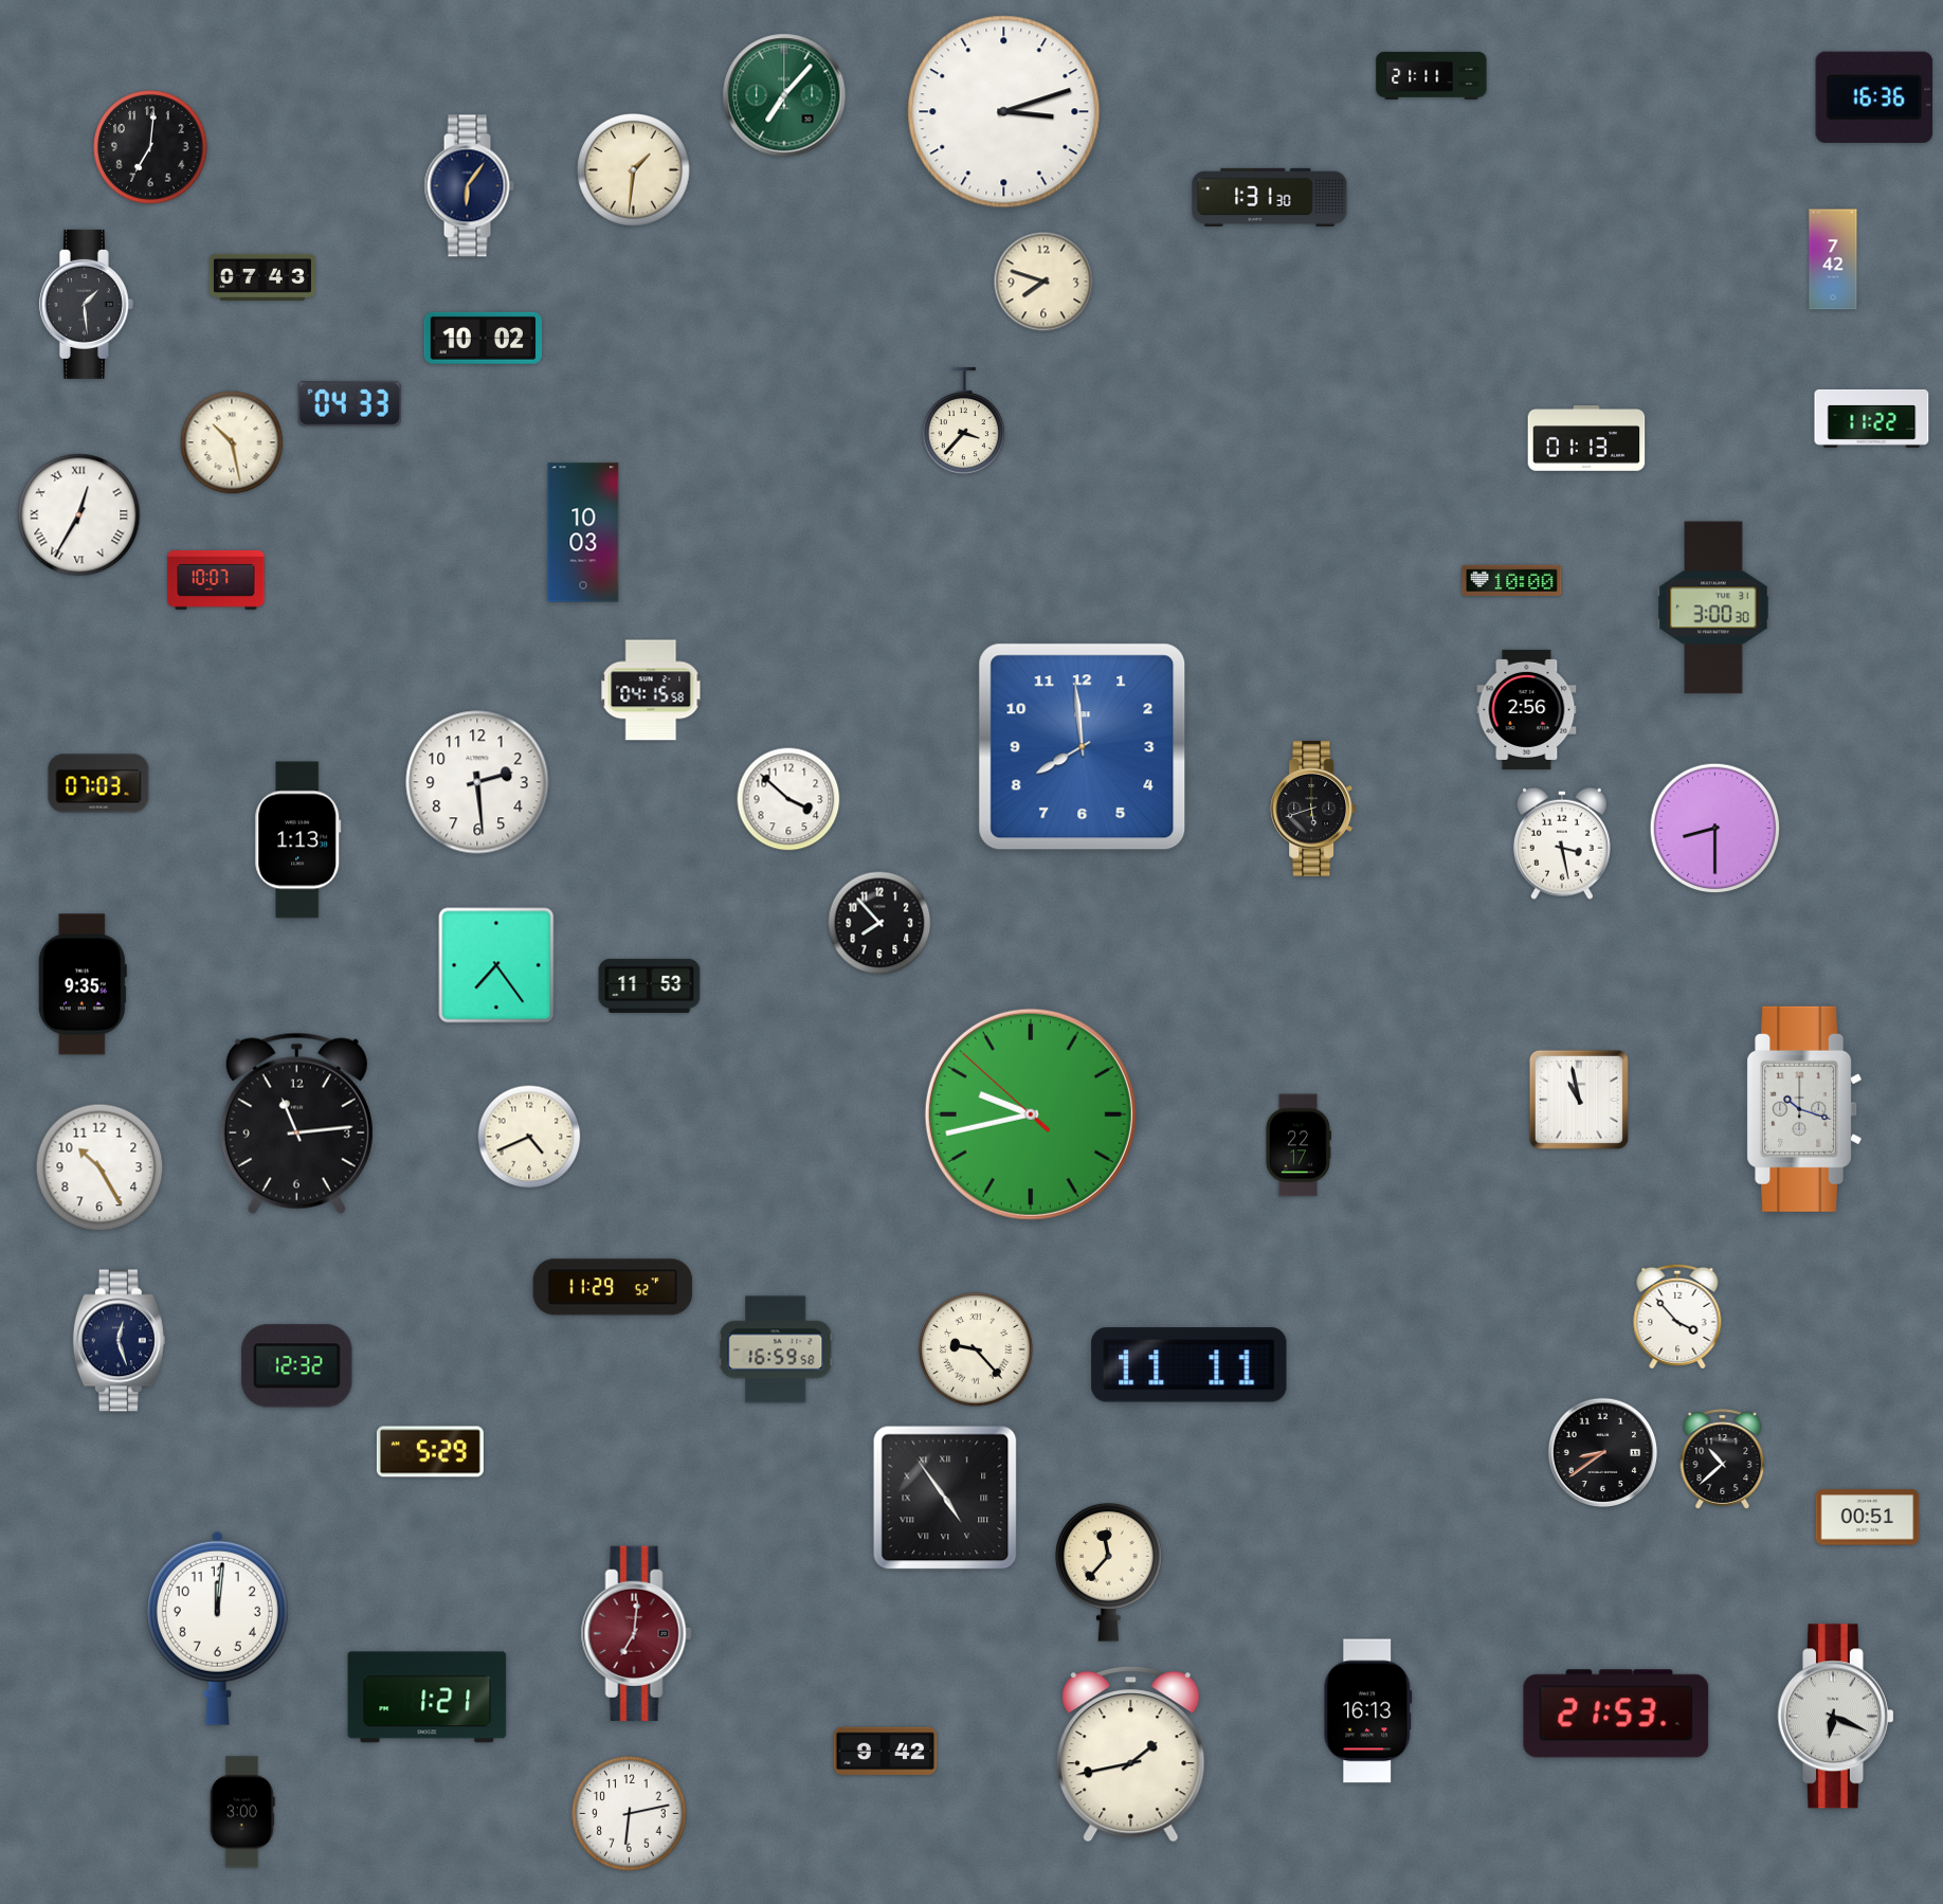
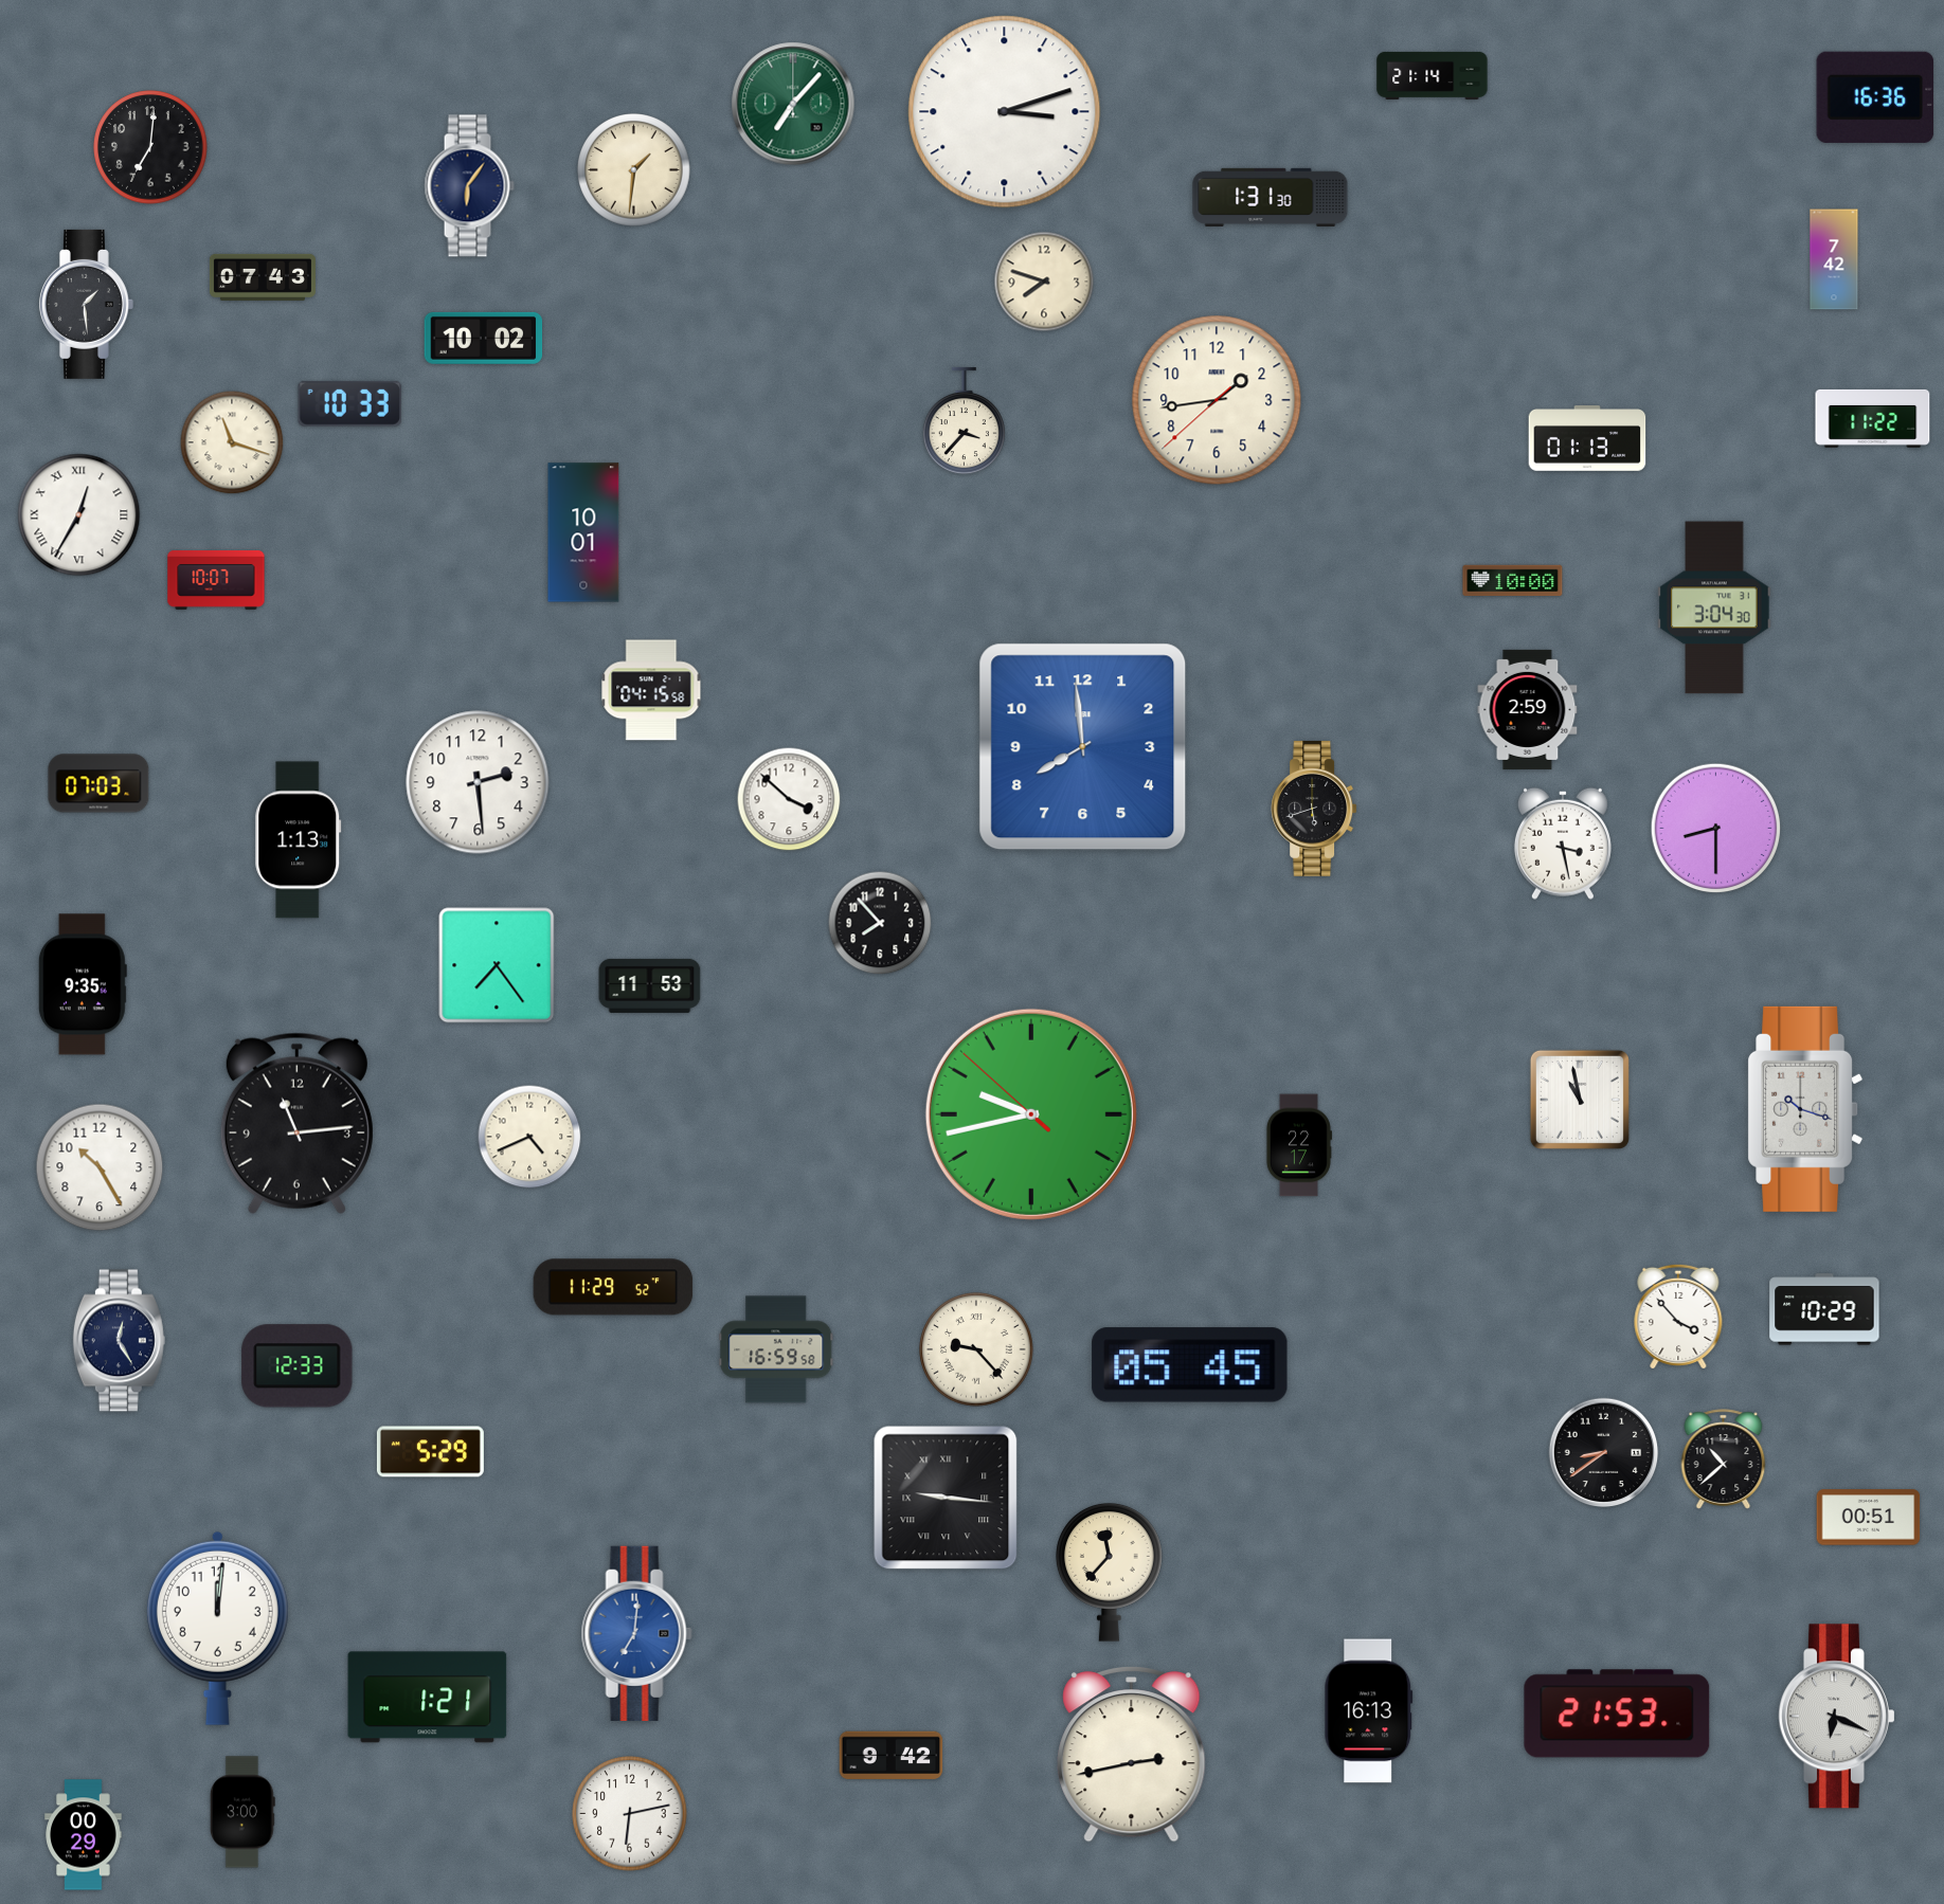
clock at (1432, 75): 21:11 -> 21:14
clock at (784, 95) position: (784, 95) -> (793, 104)
clock at (1217, 400): none -> 1:43
clock at (349, 403): 04:33 -> 10:33
clock at (232, 442): 10:28 -> 11:18
clock at (583, 532): 10:03 -> 10:01
clock at (1713, 608): 3:00 -> 3:04
clock at (1527, 709): 2:56 -> 2:59
clock at (1824, 1309): none -> 10:29
clock at (119, 1341): 12:27 -> 12:25
clock at (1190, 1365): 11:11 -> 05:45
clock at (297, 1366): 12:32 -> 12:33
clock at (945, 1498): 4:54 -> 9:16
clock at (636, 1633) dial: burgundy -> blue
clock at (886, 1752) position: (886, 1752) -> (892, 1756)
clock at (1131, 1755): 1:43 -> 2:43
clock at (84, 1835): none -> 00:29
